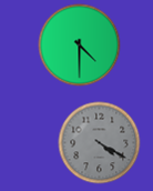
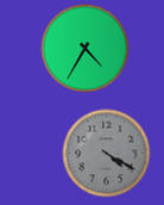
clock at (80, 46): 4:30 -> 4:35
